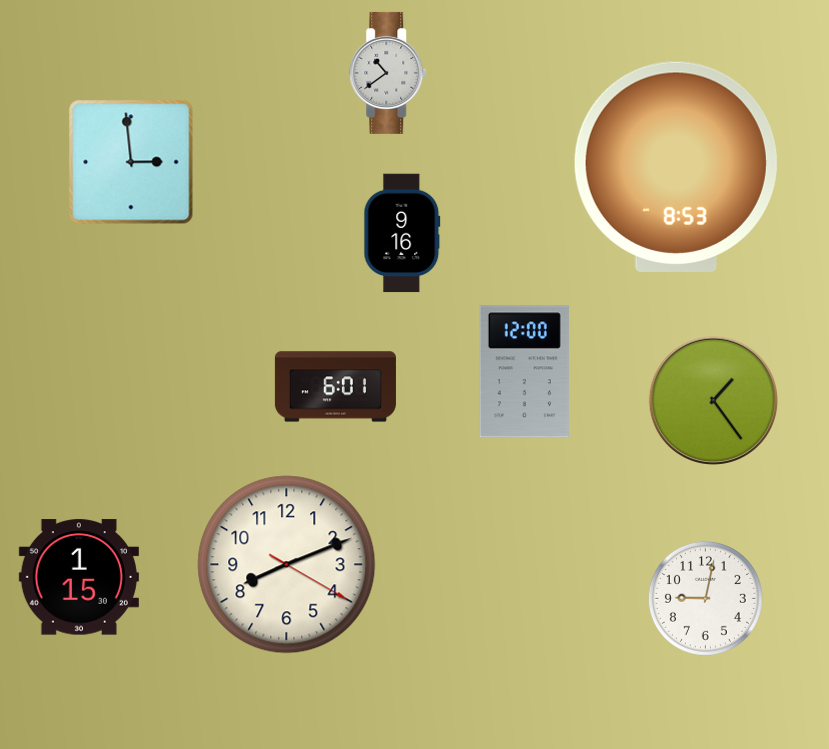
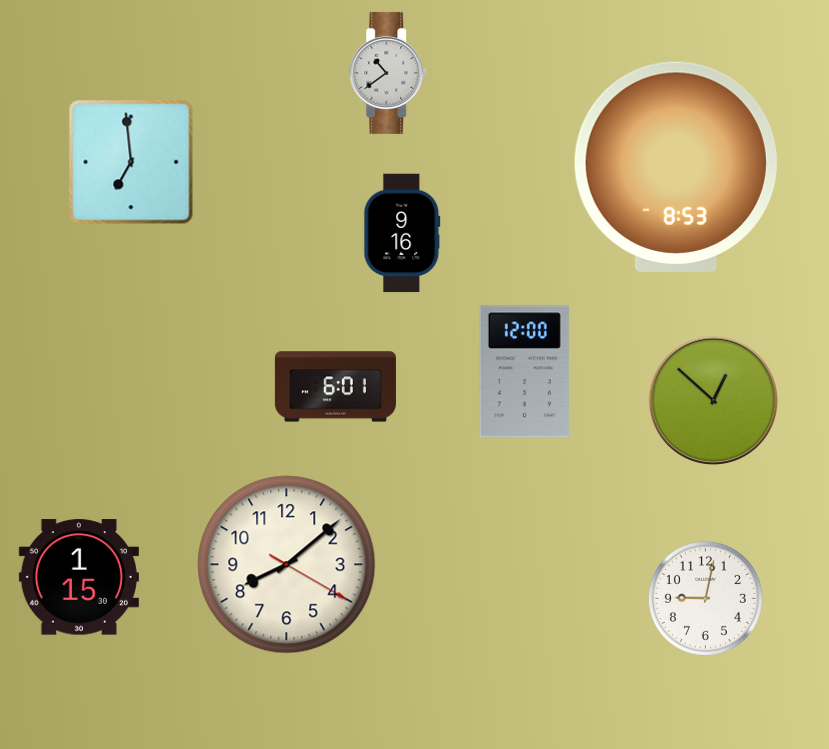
clock at (131, 162): 2:59 -> 6:59
clock at (713, 400): 1:24 -> 12:52
clock at (287, 565): 8:11 -> 8:08
